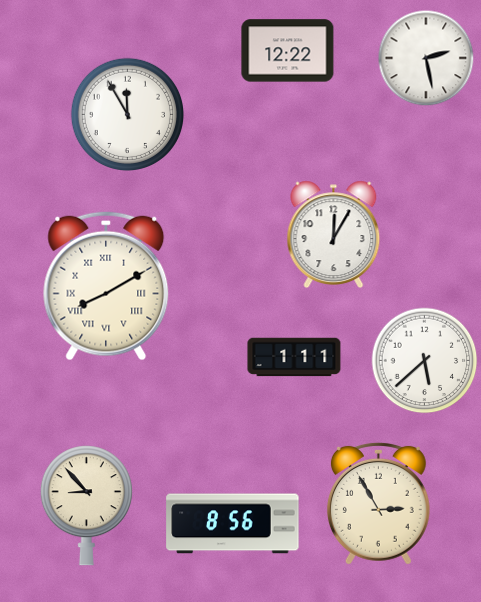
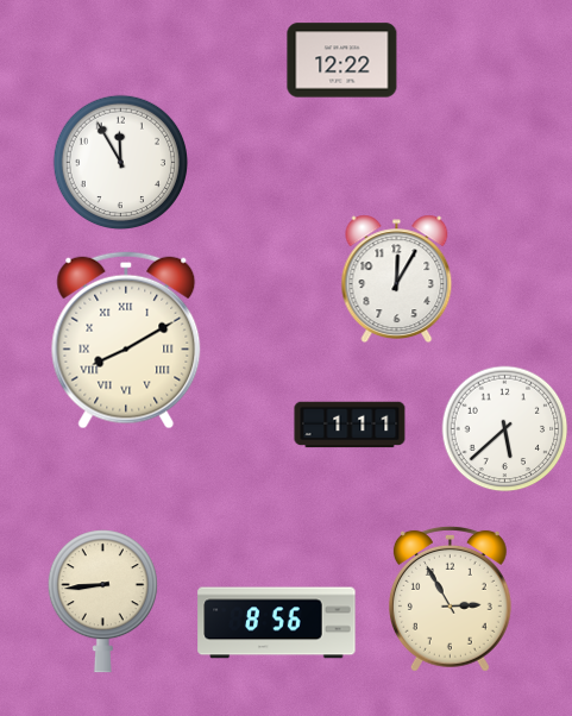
clock at (426, 58): 2:28 -> none
clock at (127, 114) position: (127, 114) -> (120, 162)
clock at (86, 506): 8:53 -> 8:44
